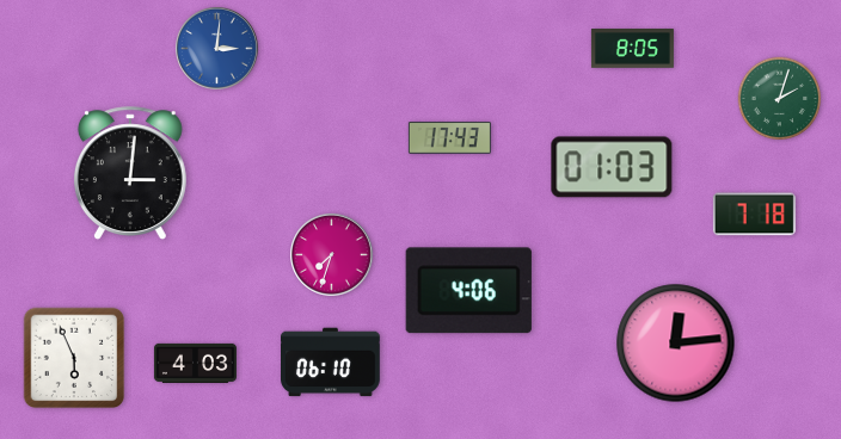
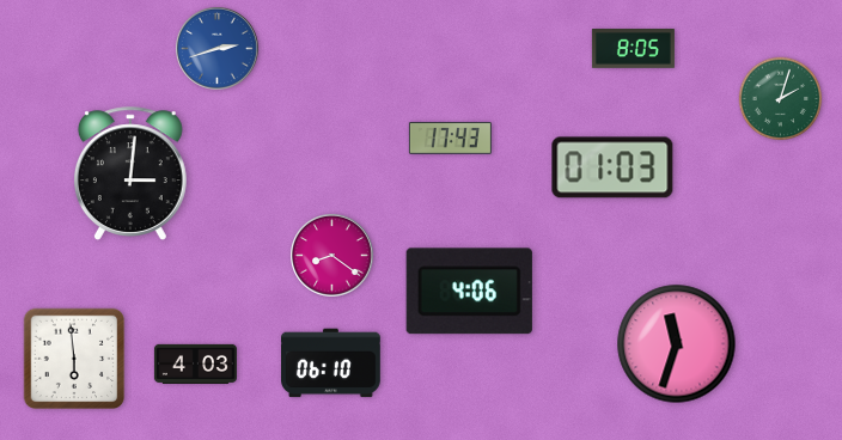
clock at (217, 49): 3:01 -> 2:42
clock at (754, 215): 7:18 -> none
clock at (332, 255): 7:33 -> 8:21
clock at (676, 344): 12:14 -> 11:33
clock at (74, 358): 5:56 -> 5:59
